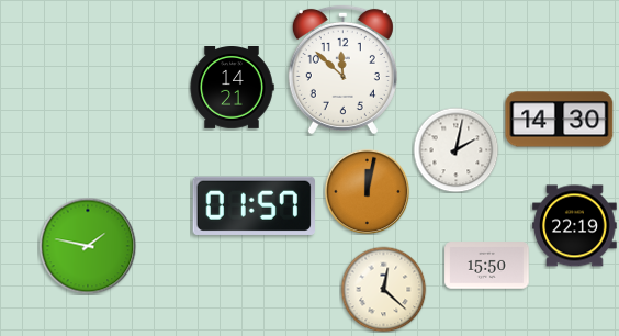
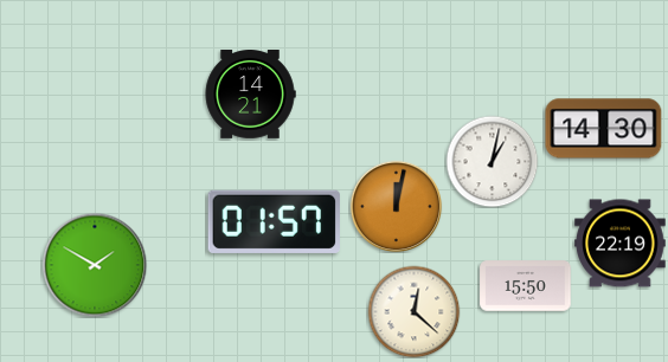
clock at (342, 69): 11:52 -> none
clock at (455, 149): 2:02 -> 1:02
clock at (88, 246): 1:47 -> 1:50
